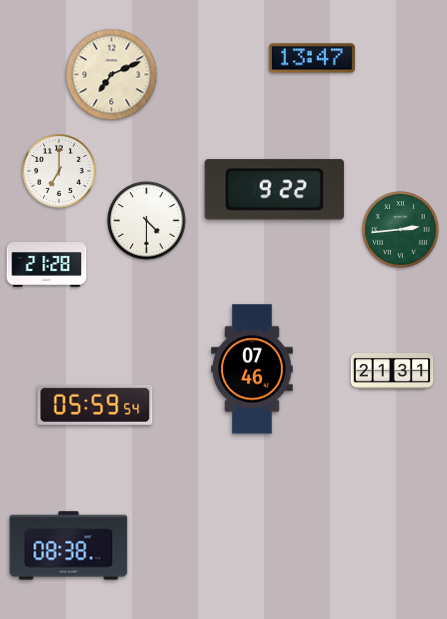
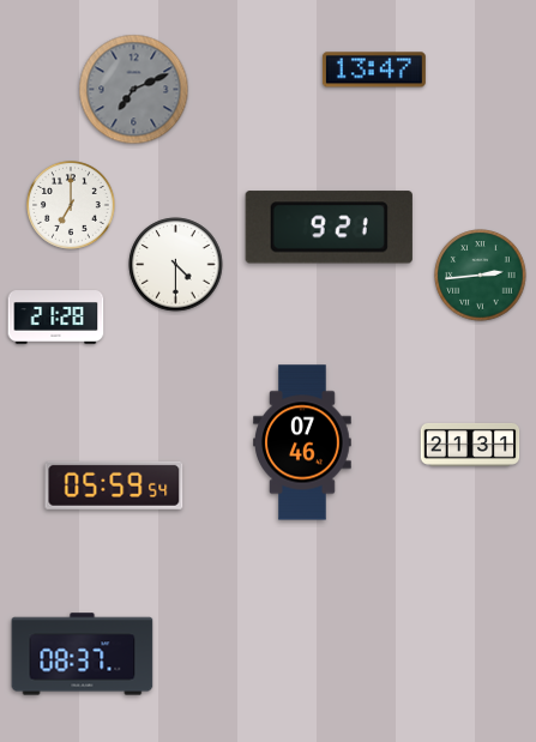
clock at (112, 75) dial: cream -> grey
clock at (274, 190): 9:22 -> 9:21
clock at (69, 546): 08:38 -> 08:37
